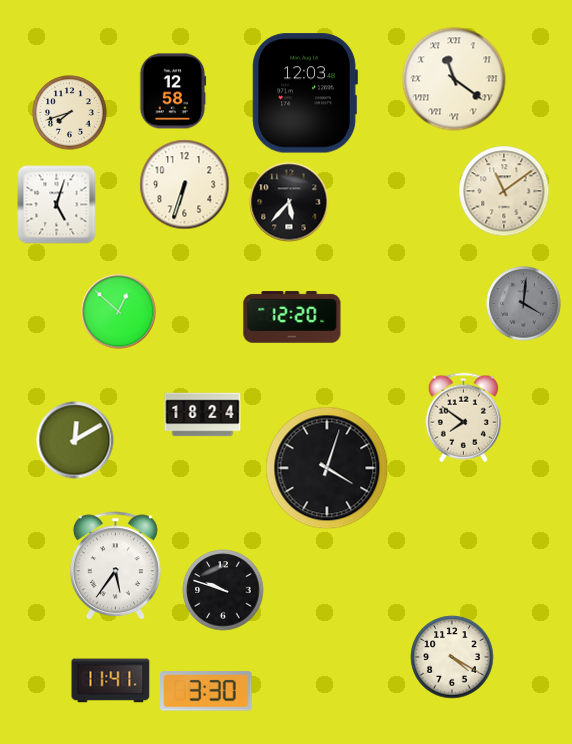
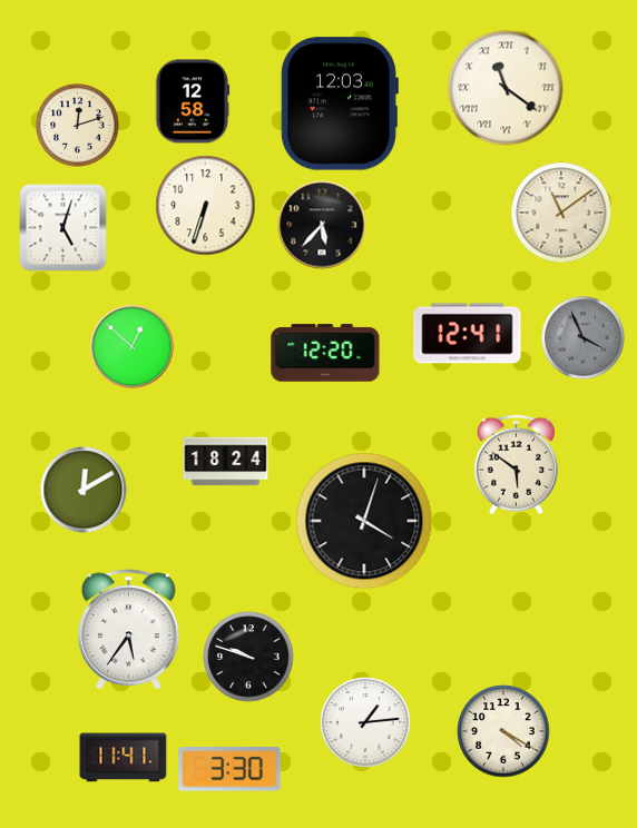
clock at (70, 113): 7:42 -> 12:12
clock at (468, 334): none -> 12:41
clock at (524, 304): 4:01 -> 3:56
clock at (463, 418): 7:51 -> 5:51
clock at (365, 722): none -> 1:14
